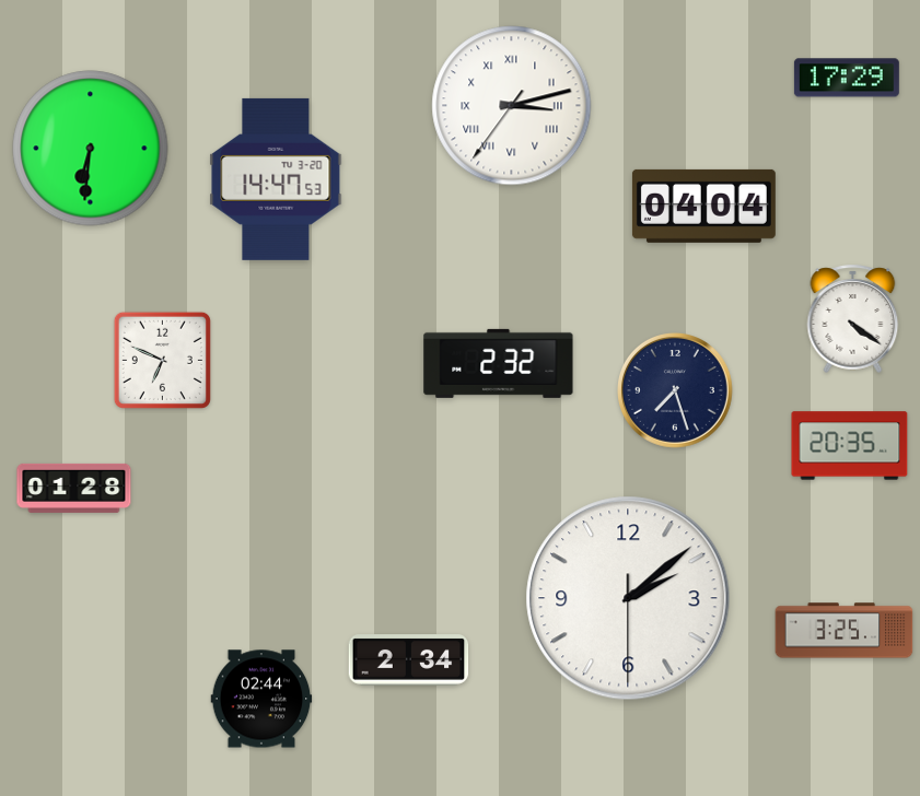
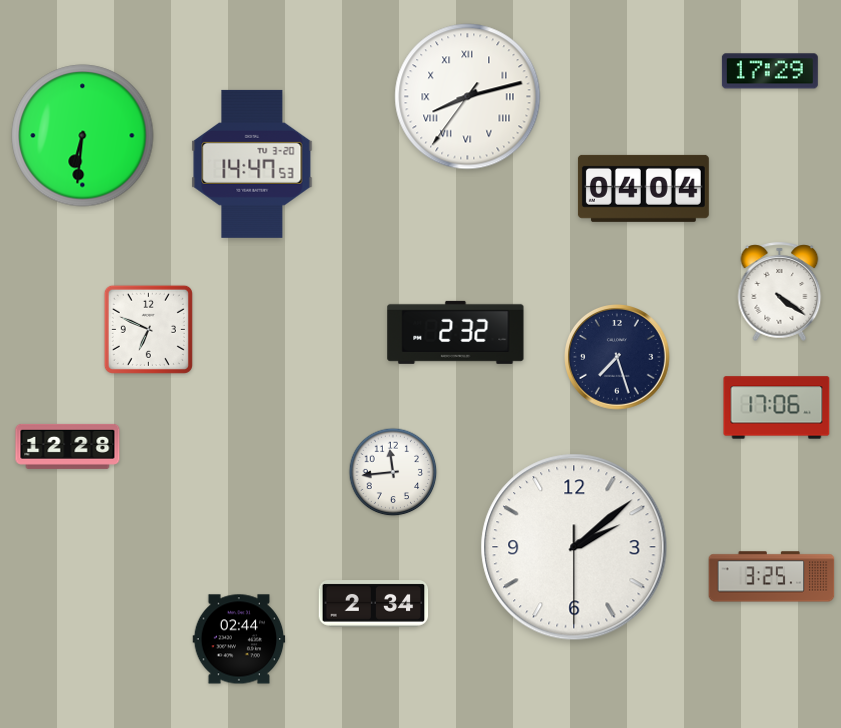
clock at (847, 78) position: (847, 78) -> (770, 71)
clock at (512, 106): 3:12 -> 8:12
clock at (850, 446): 20:35 -> 17:06
clock at (74, 488): 01:28 -> 12:28
clock at (393, 472): none -> 11:44
